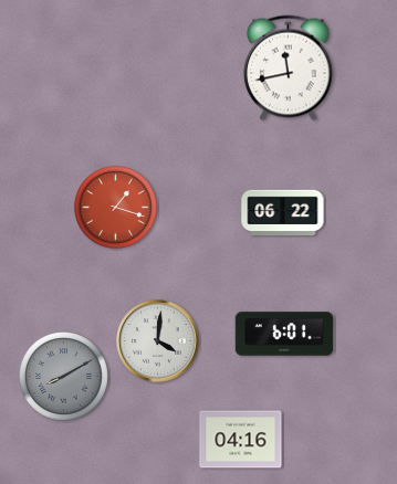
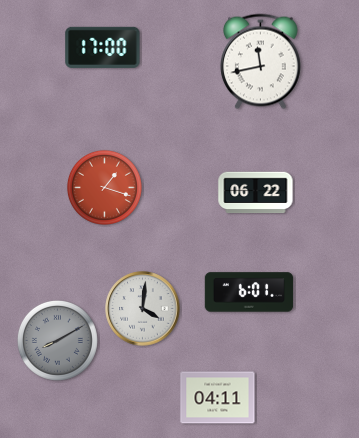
clock at (103, 47): none -> 17:00
clock at (284, 334) position: (284, 334) -> (249, 292)
clock at (241, 440): 04:16 -> 04:11
